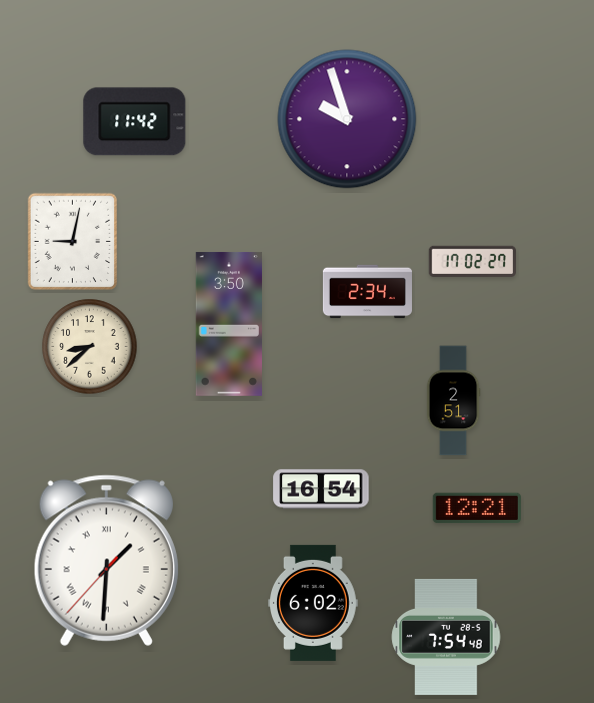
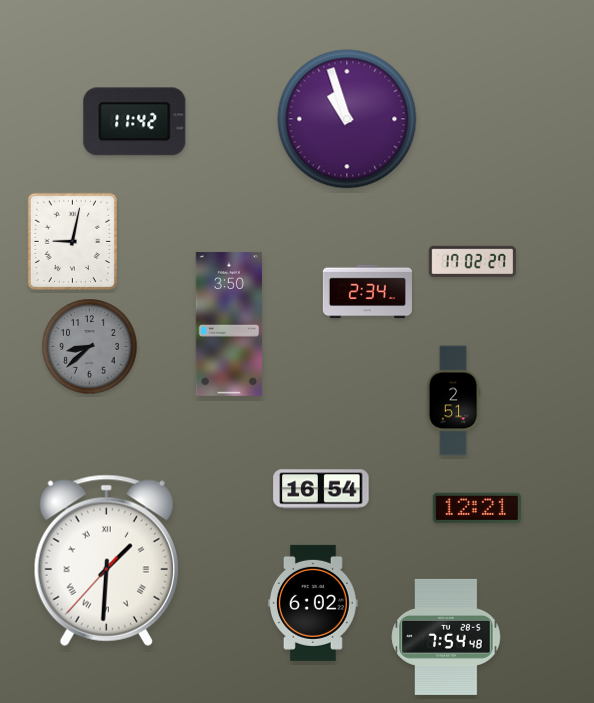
clock at (347, 119): 9:57 -> 10:57
clock at (90, 347) dial: cream -> grey
